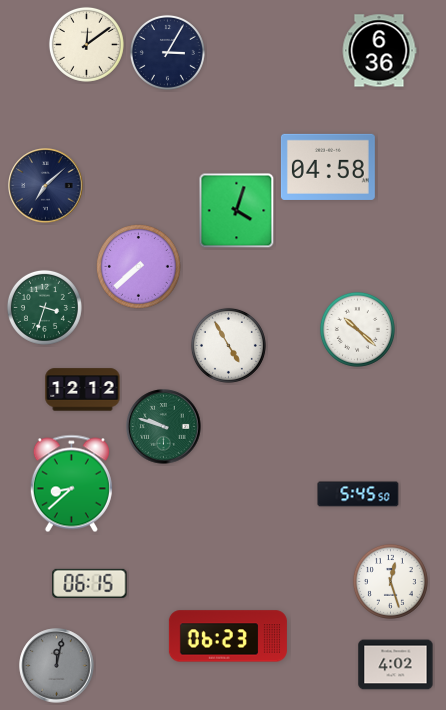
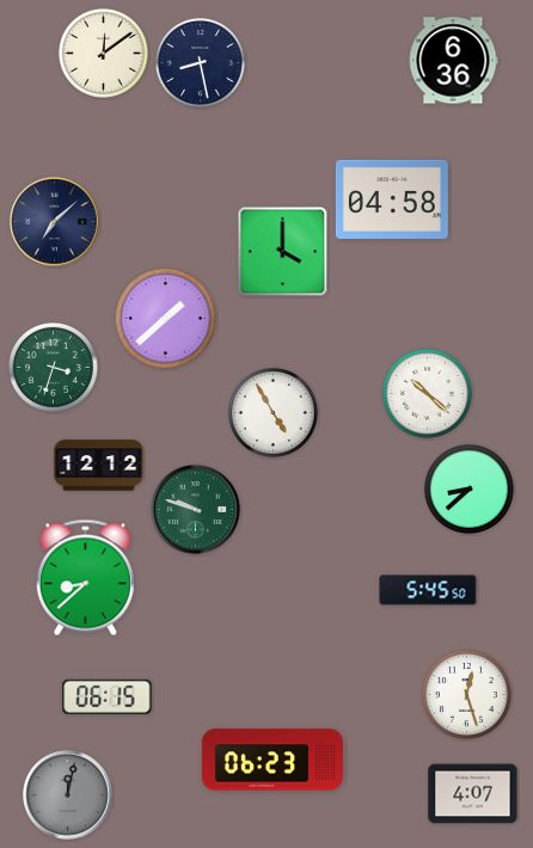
clock at (167, 52): 3:05 -> 8:28
clock at (237, 211): 4:03 -> 4:00
clock at (138, 266): 7:38 -> 1:38
clock at (468, 488): none -> 8:38
clock at (396, 665): 4:02 -> 4:07
